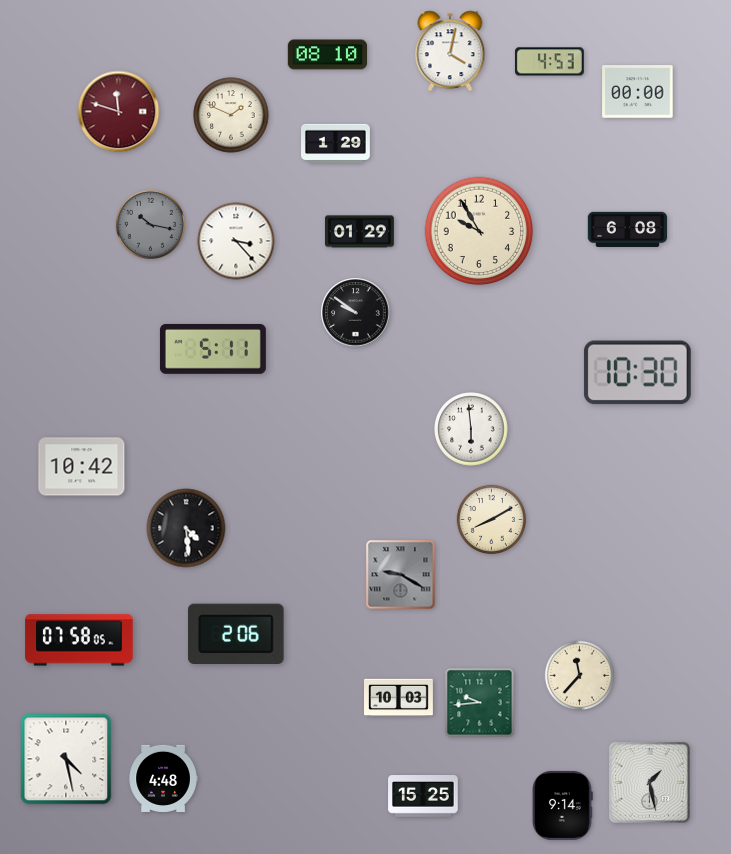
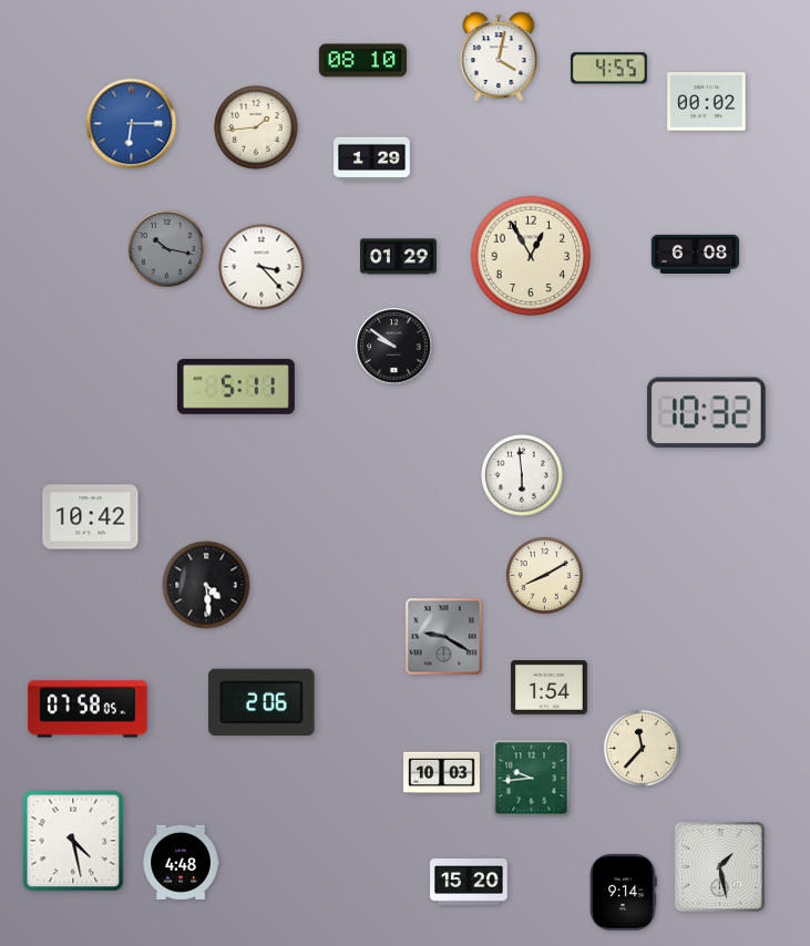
clock at (549, 62): 4:53 -> 4:55
clock at (638, 92): 00:00 -> 00:02
clock at (119, 112): 11:48 -> 6:15
clock at (119, 112) dial: burgundy -> blue
clock at (231, 115): 1:49 -> 1:44
clock at (479, 231): 9:55 -> 12:55
clock at (637, 373): 10:30 -> 10:32
clock at (548, 687): none -> 1:54
clock at (423, 796): 15:25 -> 15:20
